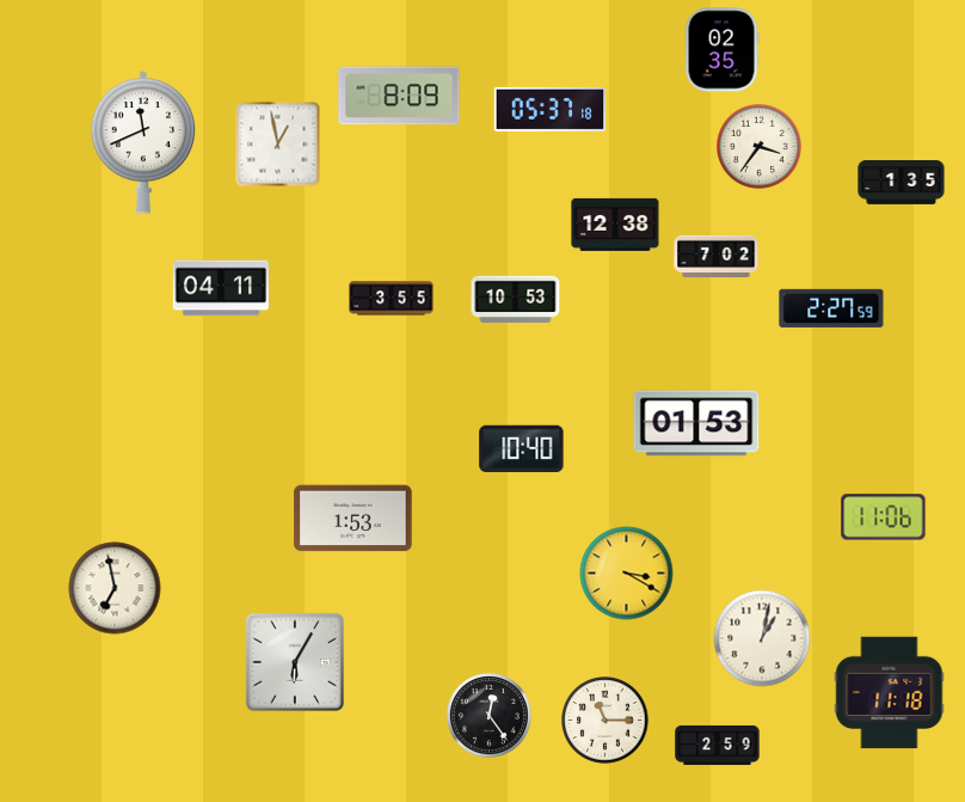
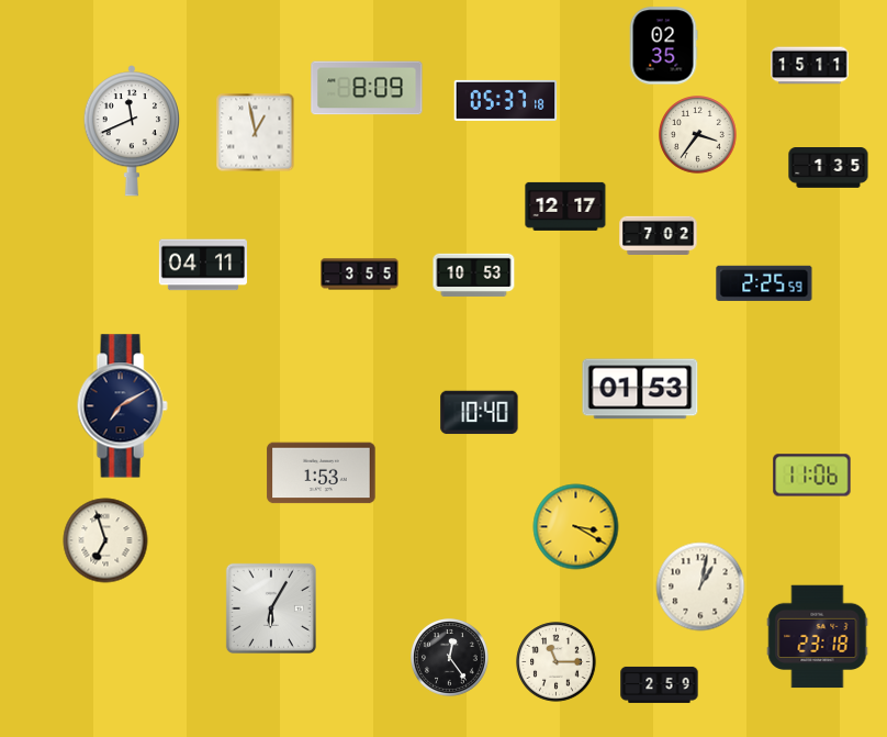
clock at (810, 66): none -> 15:11
clock at (615, 225): 12:38 -> 12:17
clock at (831, 308): 2:27 -> 2:25
clock at (122, 406): none -> 7:10
clock at (354, 519) position: (354, 519) -> (322, 473)
clock at (115, 588): 6:58 -> 6:57
clock at (890, 693): 11:18 -> 23:18
